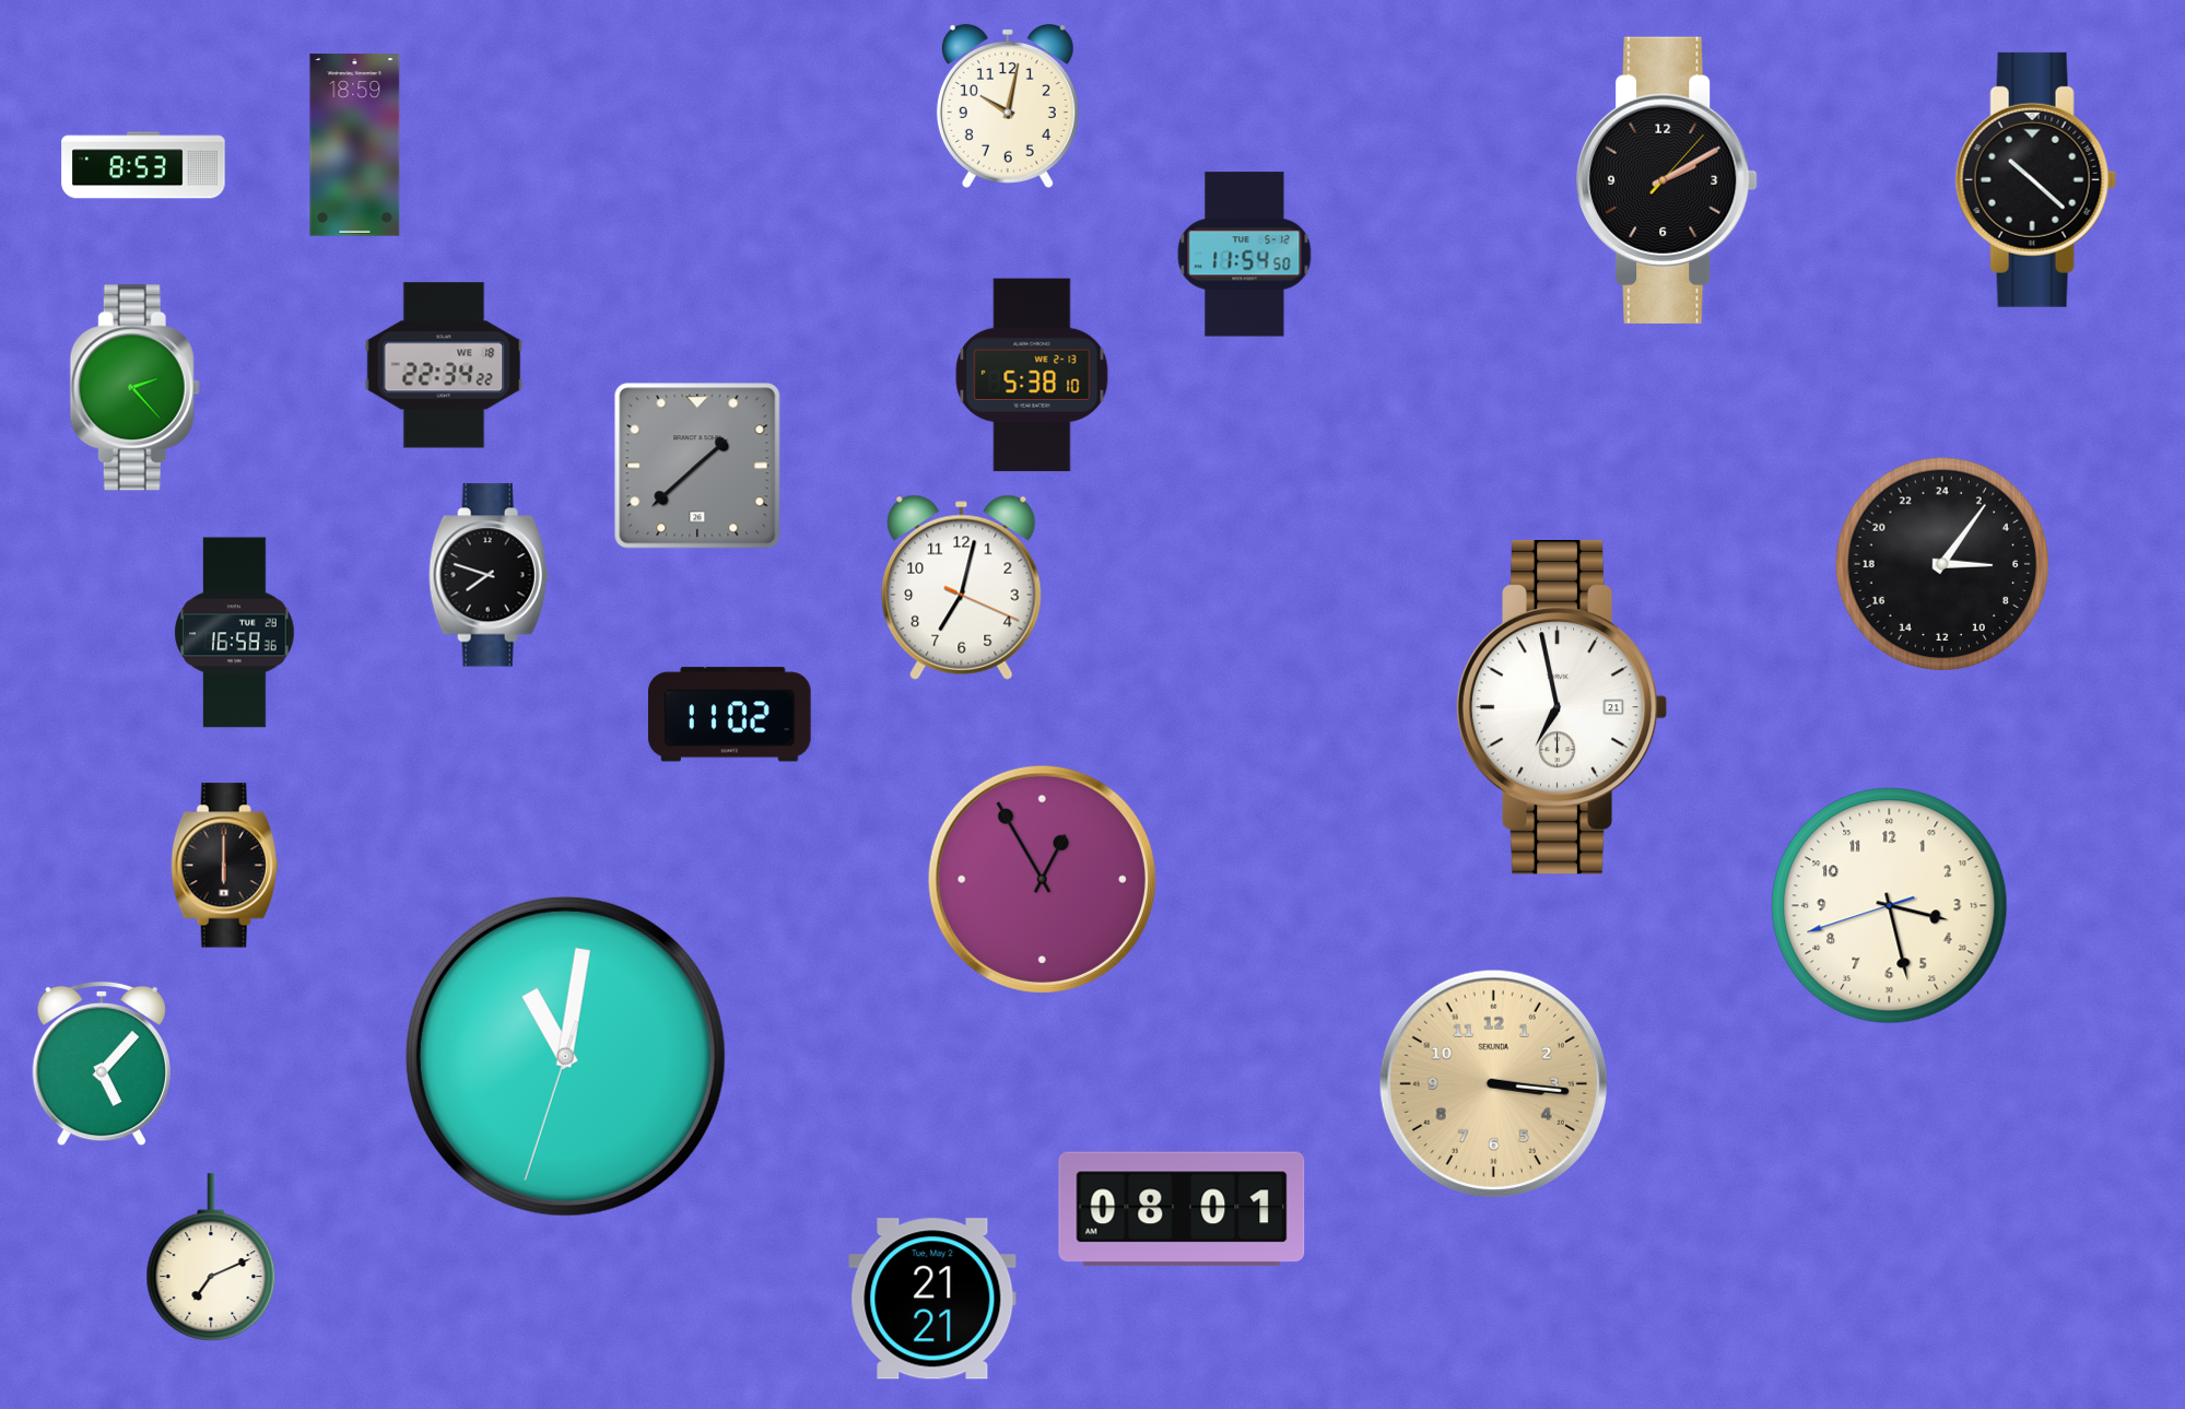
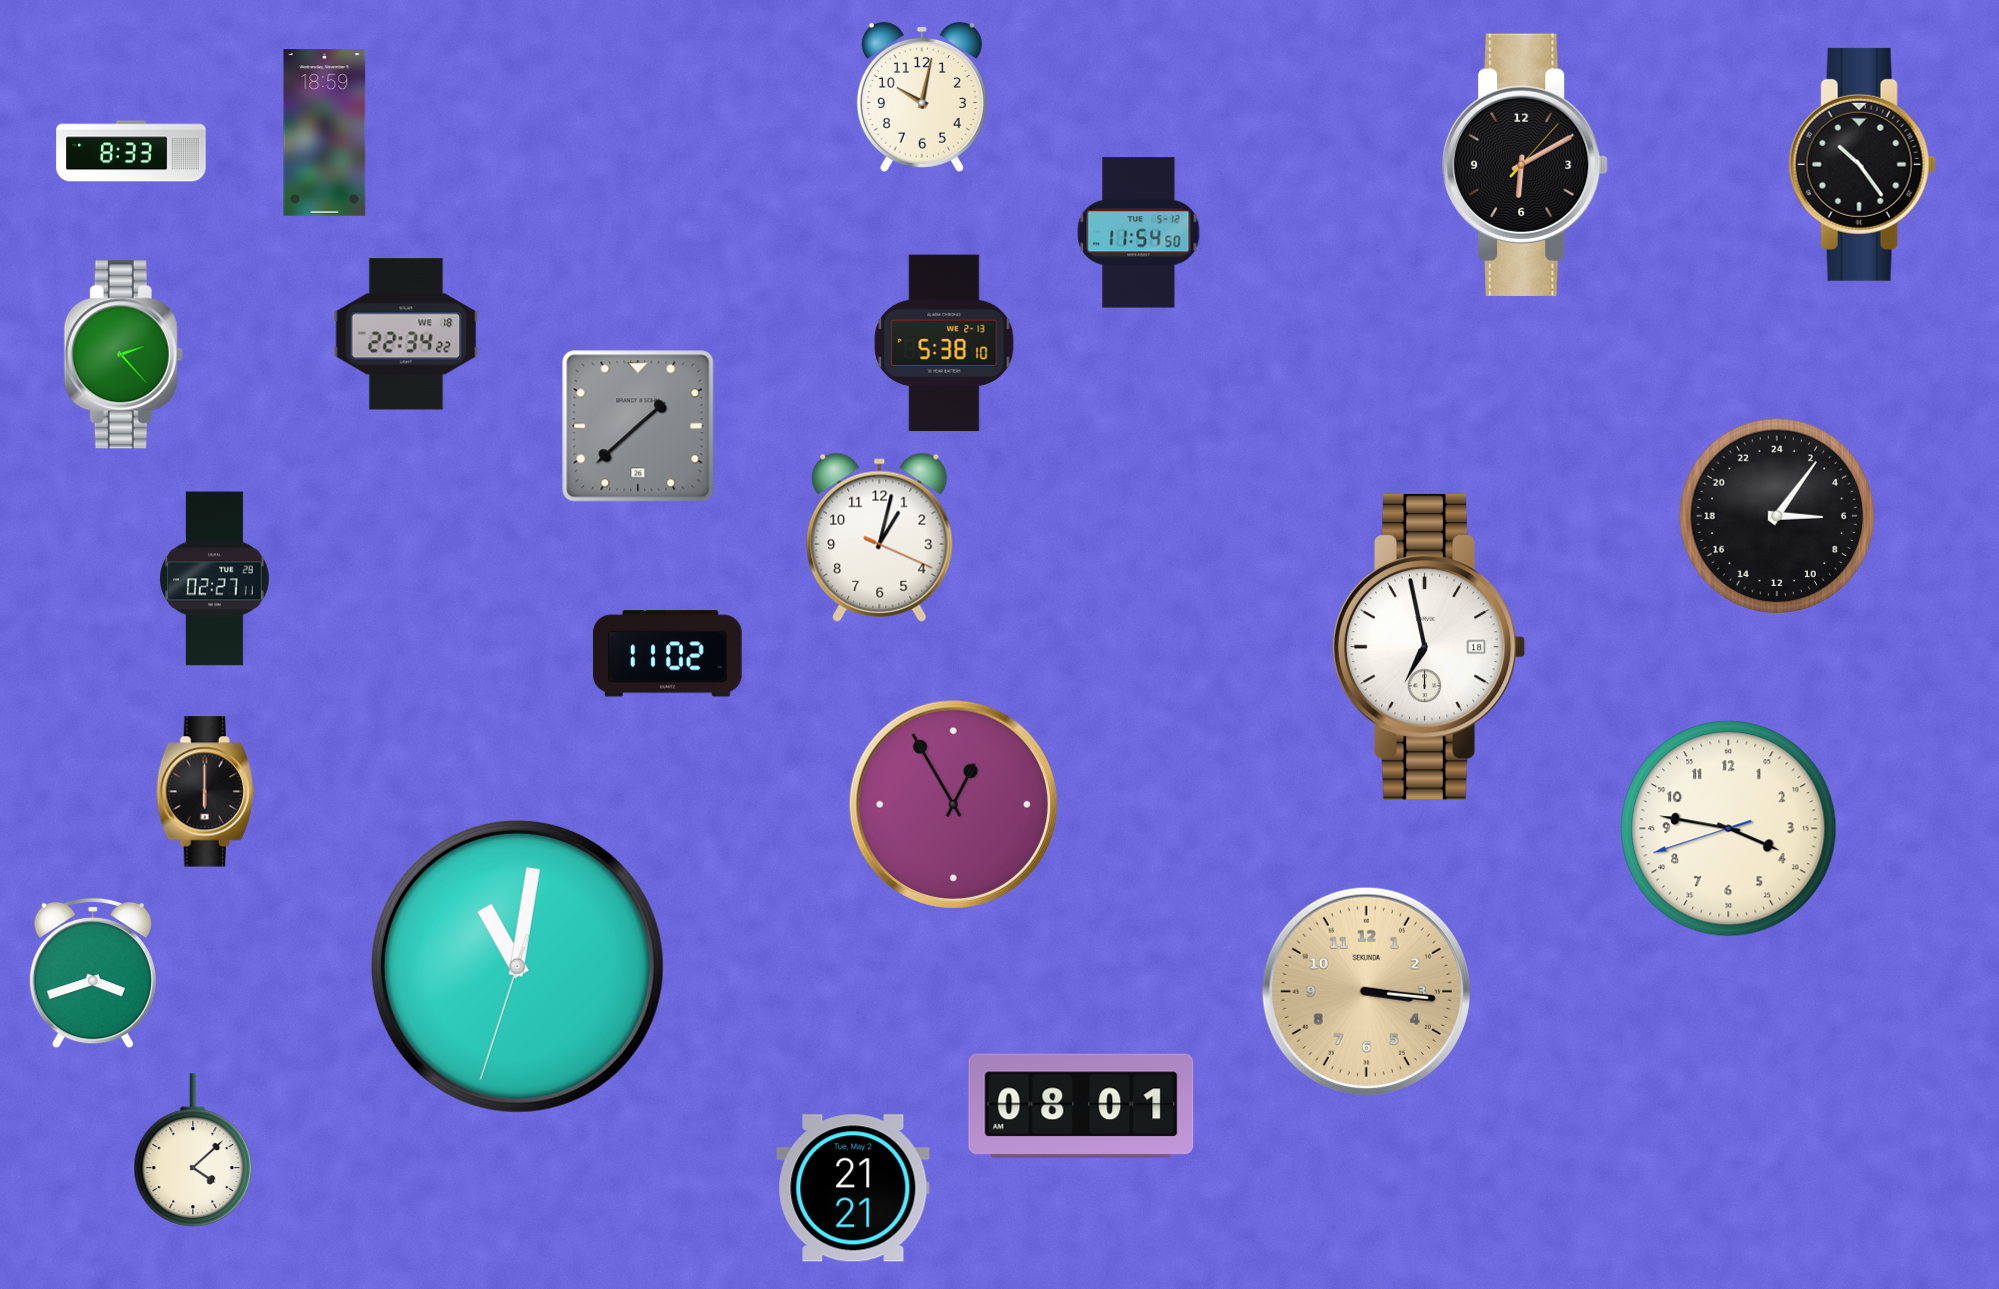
clock at (143, 165): 8:53 -> 8:33
clock at (2035, 179): 10:22 -> 10:24
clock at (1667, 180): 2:10 -> 6:10
clock at (489, 575): 7:48 -> none
clock at (962, 587): 7:02 -> 1:02
clock at (235, 633): 16:58 -> 02:27
clock at (1562, 707) date: 21 -> 18
clock at (1890, 906): 3:27 -> 3:46
clock at (102, 1064): 5:07 -> 3:42
clock at (211, 1257): 7:11 -> 4:08
